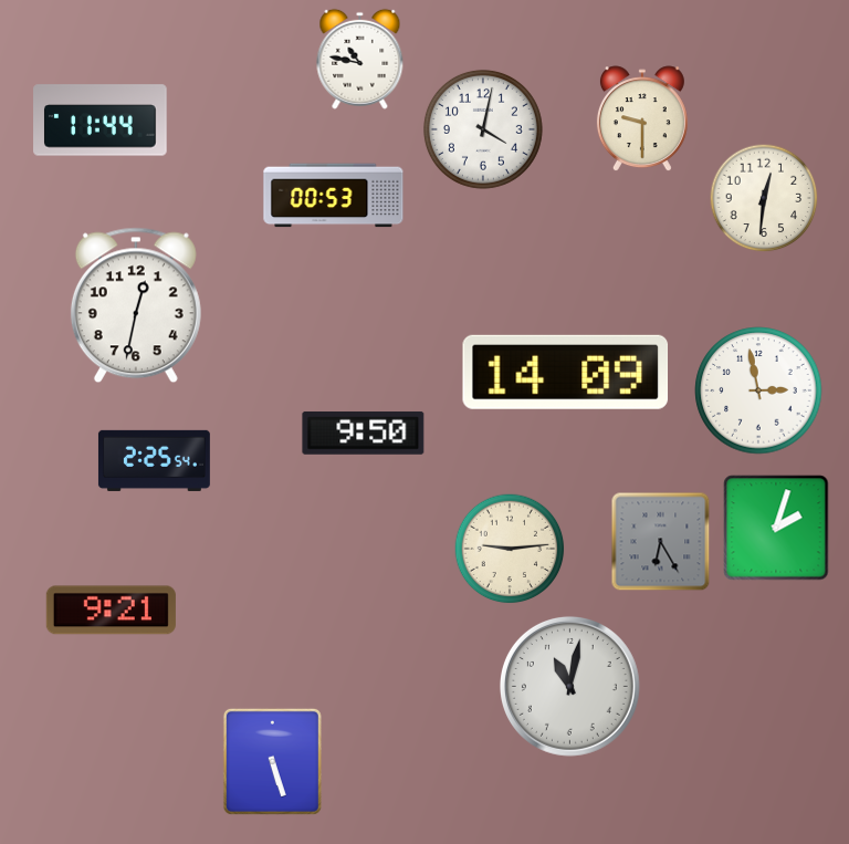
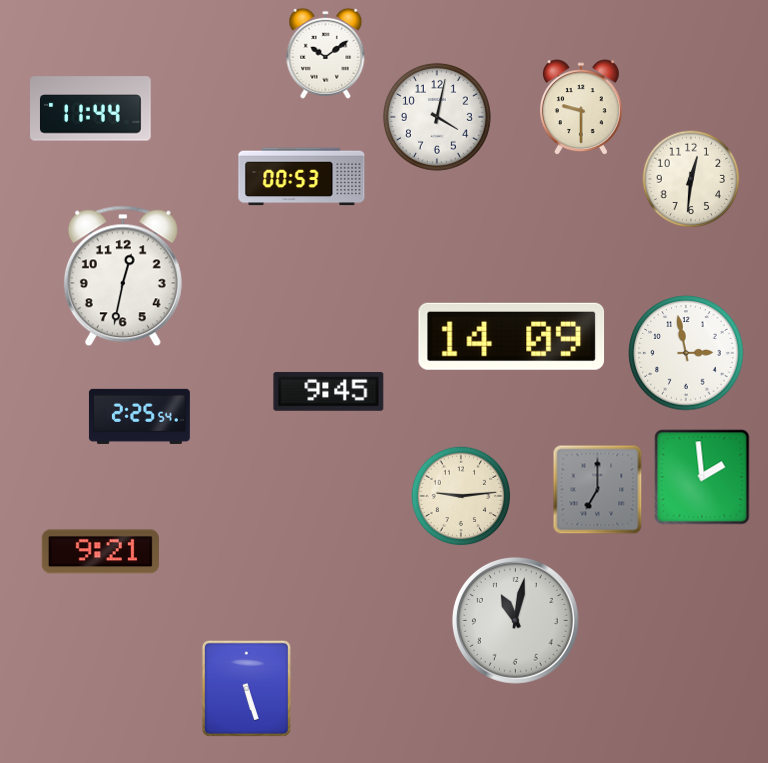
clock at (360, 59): 10:47 -> 10:09
clock at (364, 433): 9:50 -> 9:45
clock at (776, 528): 2:03 -> 1:59
clock at (661, 542): 6:25 -> 7:00
